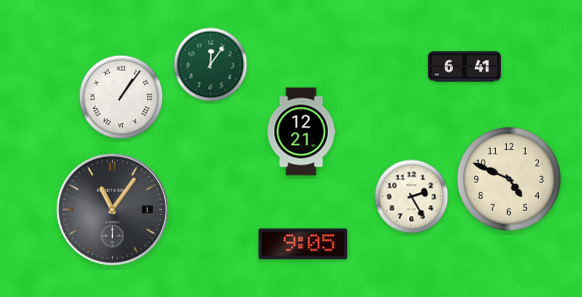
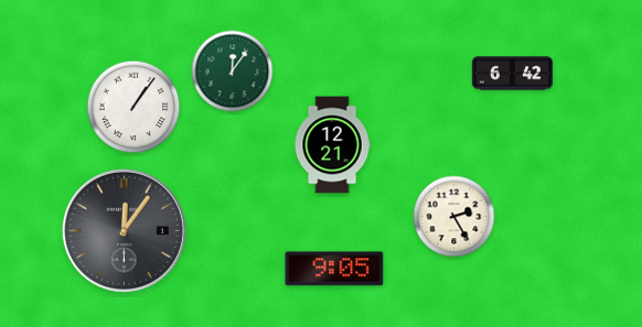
clock at (464, 67): 6:41 -> 6:42
clock at (510, 180): 4:49 -> none
clock at (112, 209): 11:06 -> 12:06
